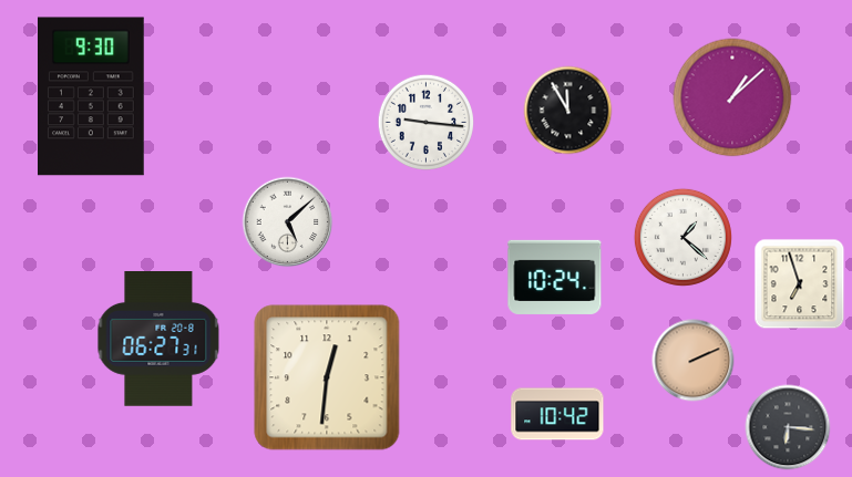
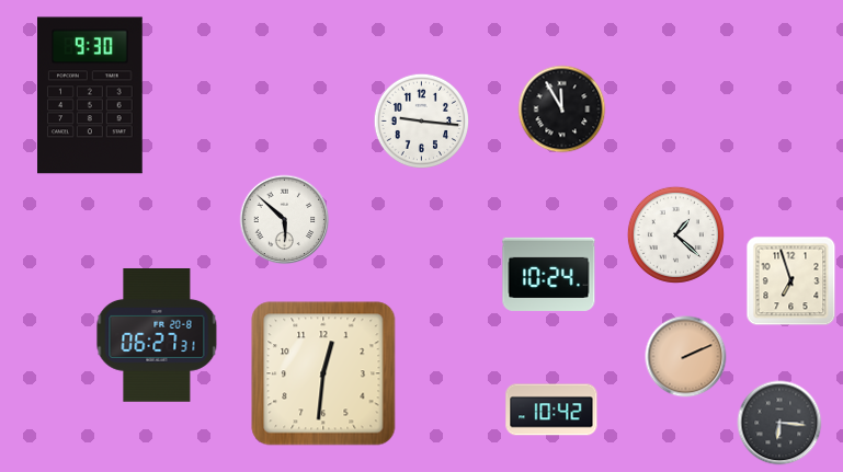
clock at (732, 97): 1:08 -> none
clock at (288, 222): 5:08 -> 5:52
